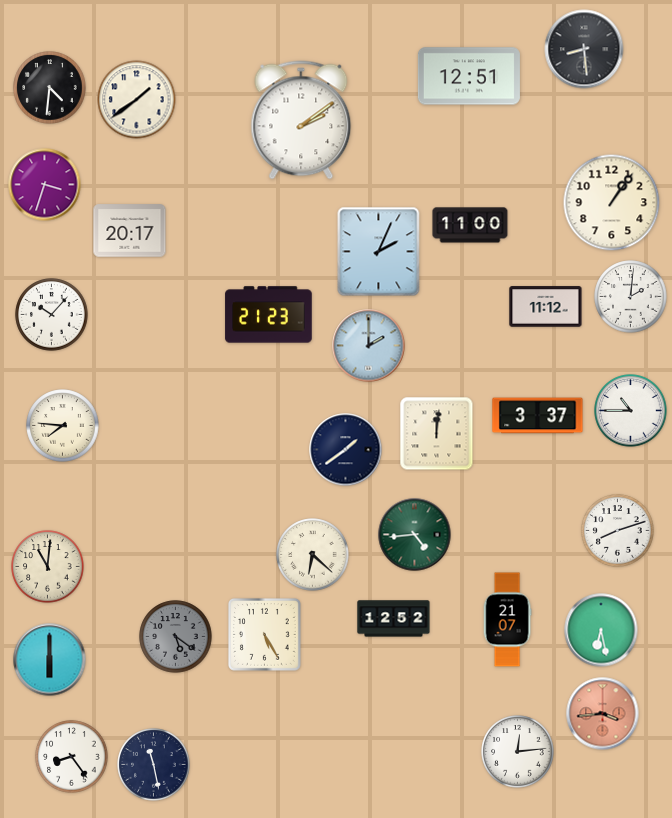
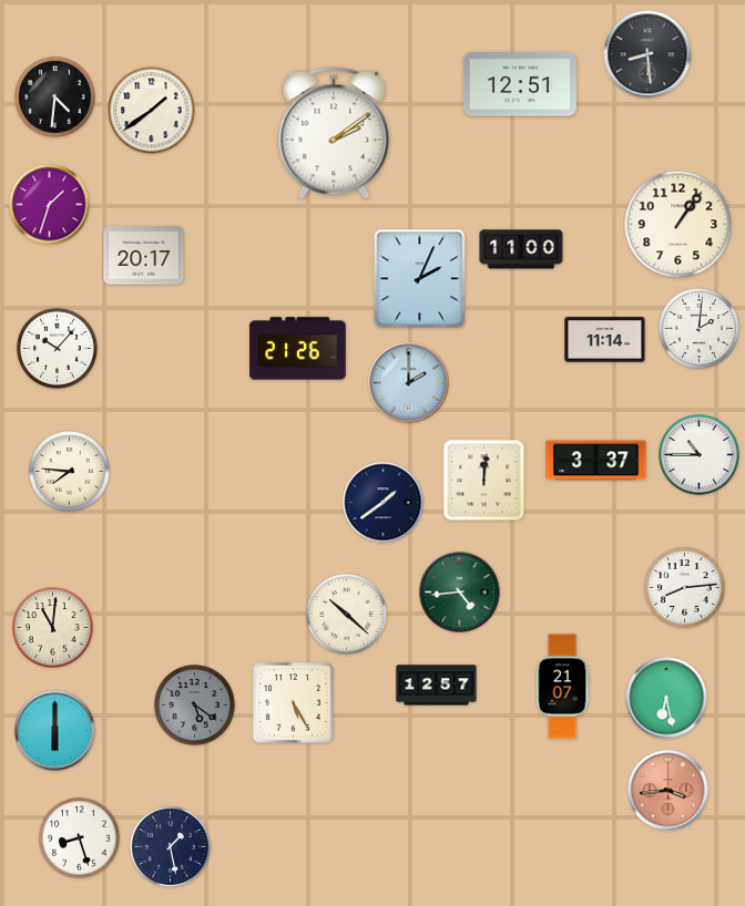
clock at (45, 185): 3:33 -> 1:33
clock at (546, 307): 11:12 -> 11:14
clock at (269, 315): 21:23 -> 21:26
clock at (346, 450) position: (346, 450) -> (384, 503)
clock at (618, 531): 8:12 -> 8:14
clock at (313, 555): 6:22 -> 10:22
clock at (394, 619): 12:52 -> 12:57
clock at (518, 752): 12:14 -> none
clock at (72, 757): 8:24 -> 8:27
clock at (154, 765): 11:28 -> 1:28
